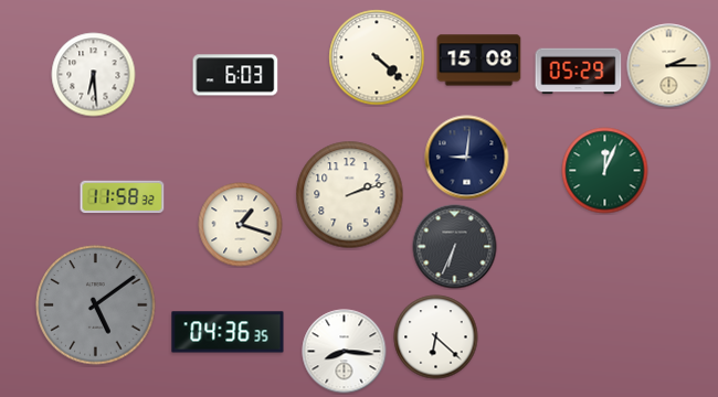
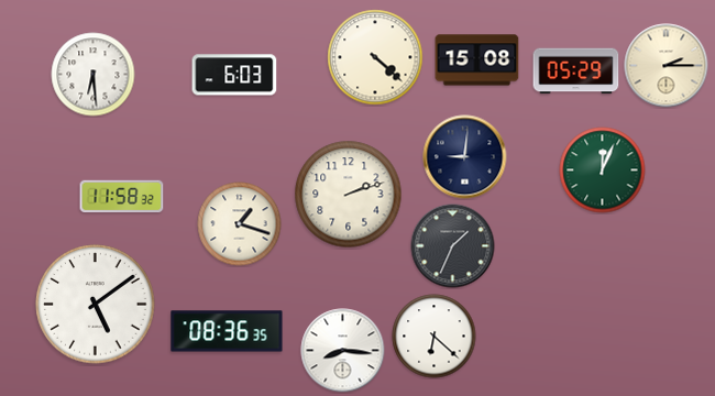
clock at (455, 247): 6:34 -> 1:34
clock at (96, 305) dial: grey -> white
clock at (228, 332): 04:36 -> 08:36
